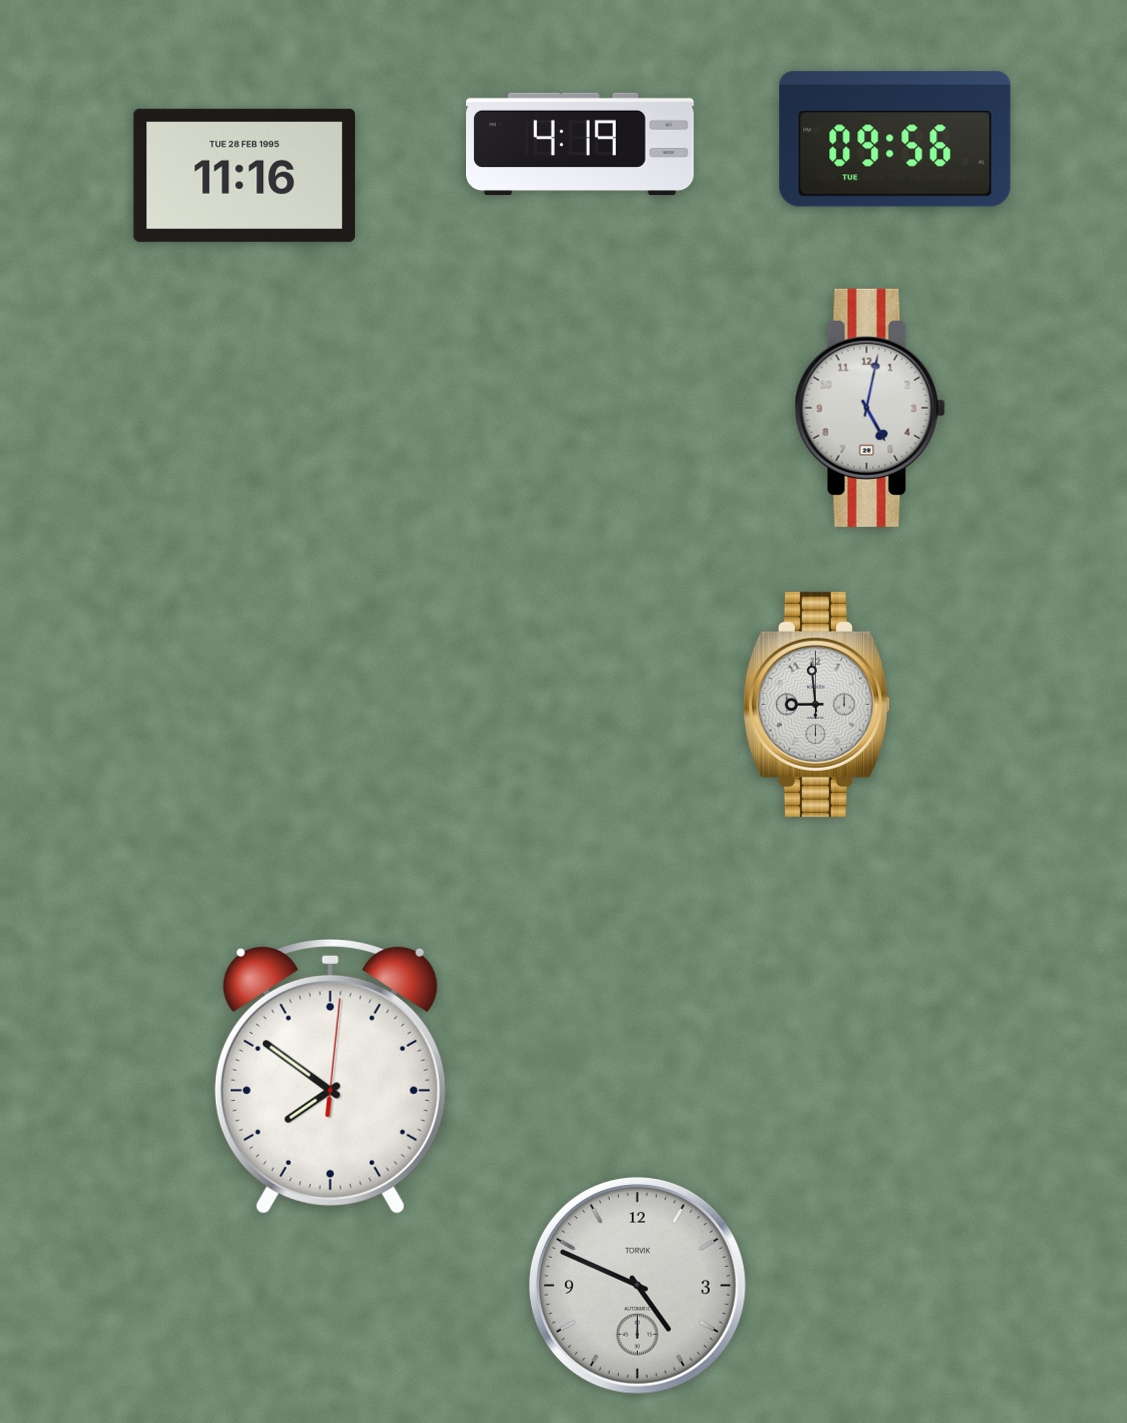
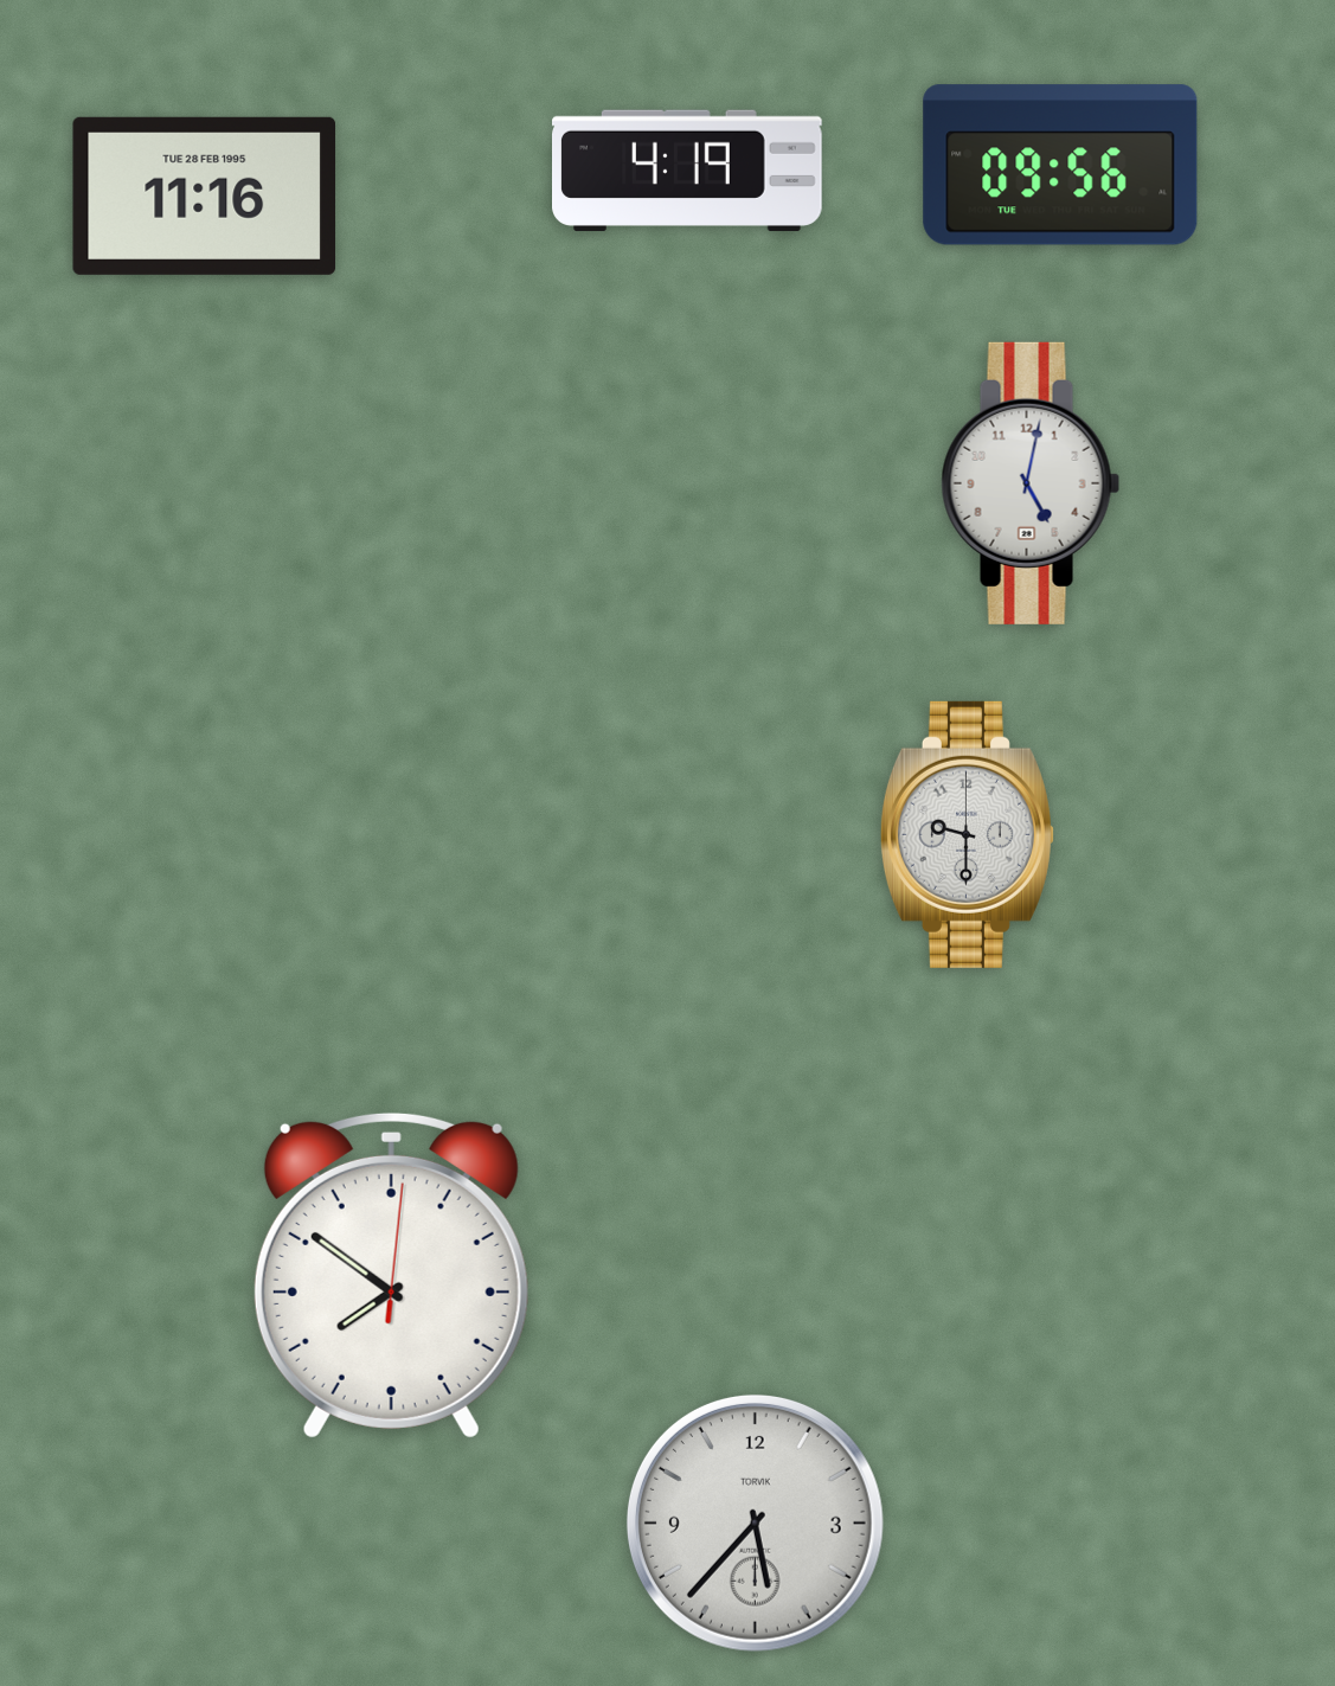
clock at (245, 175) position: (245, 175) -> (205, 195)
clock at (816, 704): 8:59 -> 9:30
clock at (637, 1285): 4:49 -> 5:37
